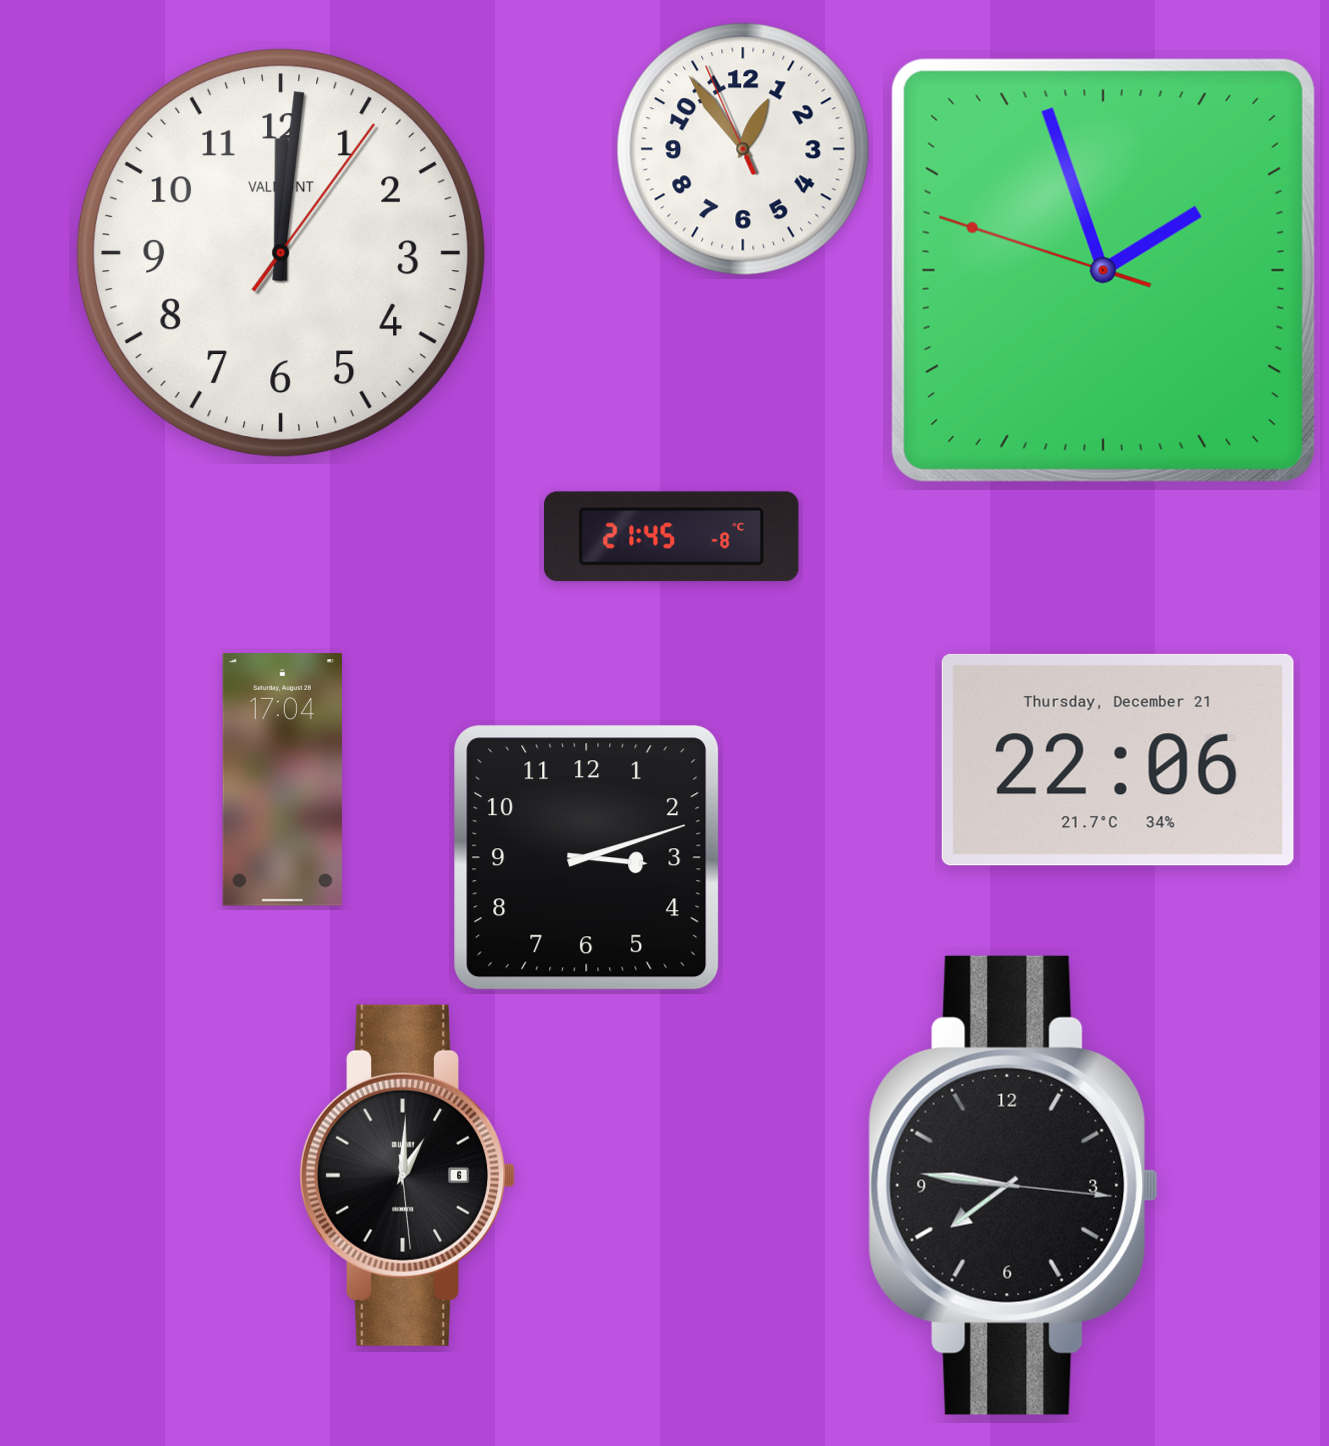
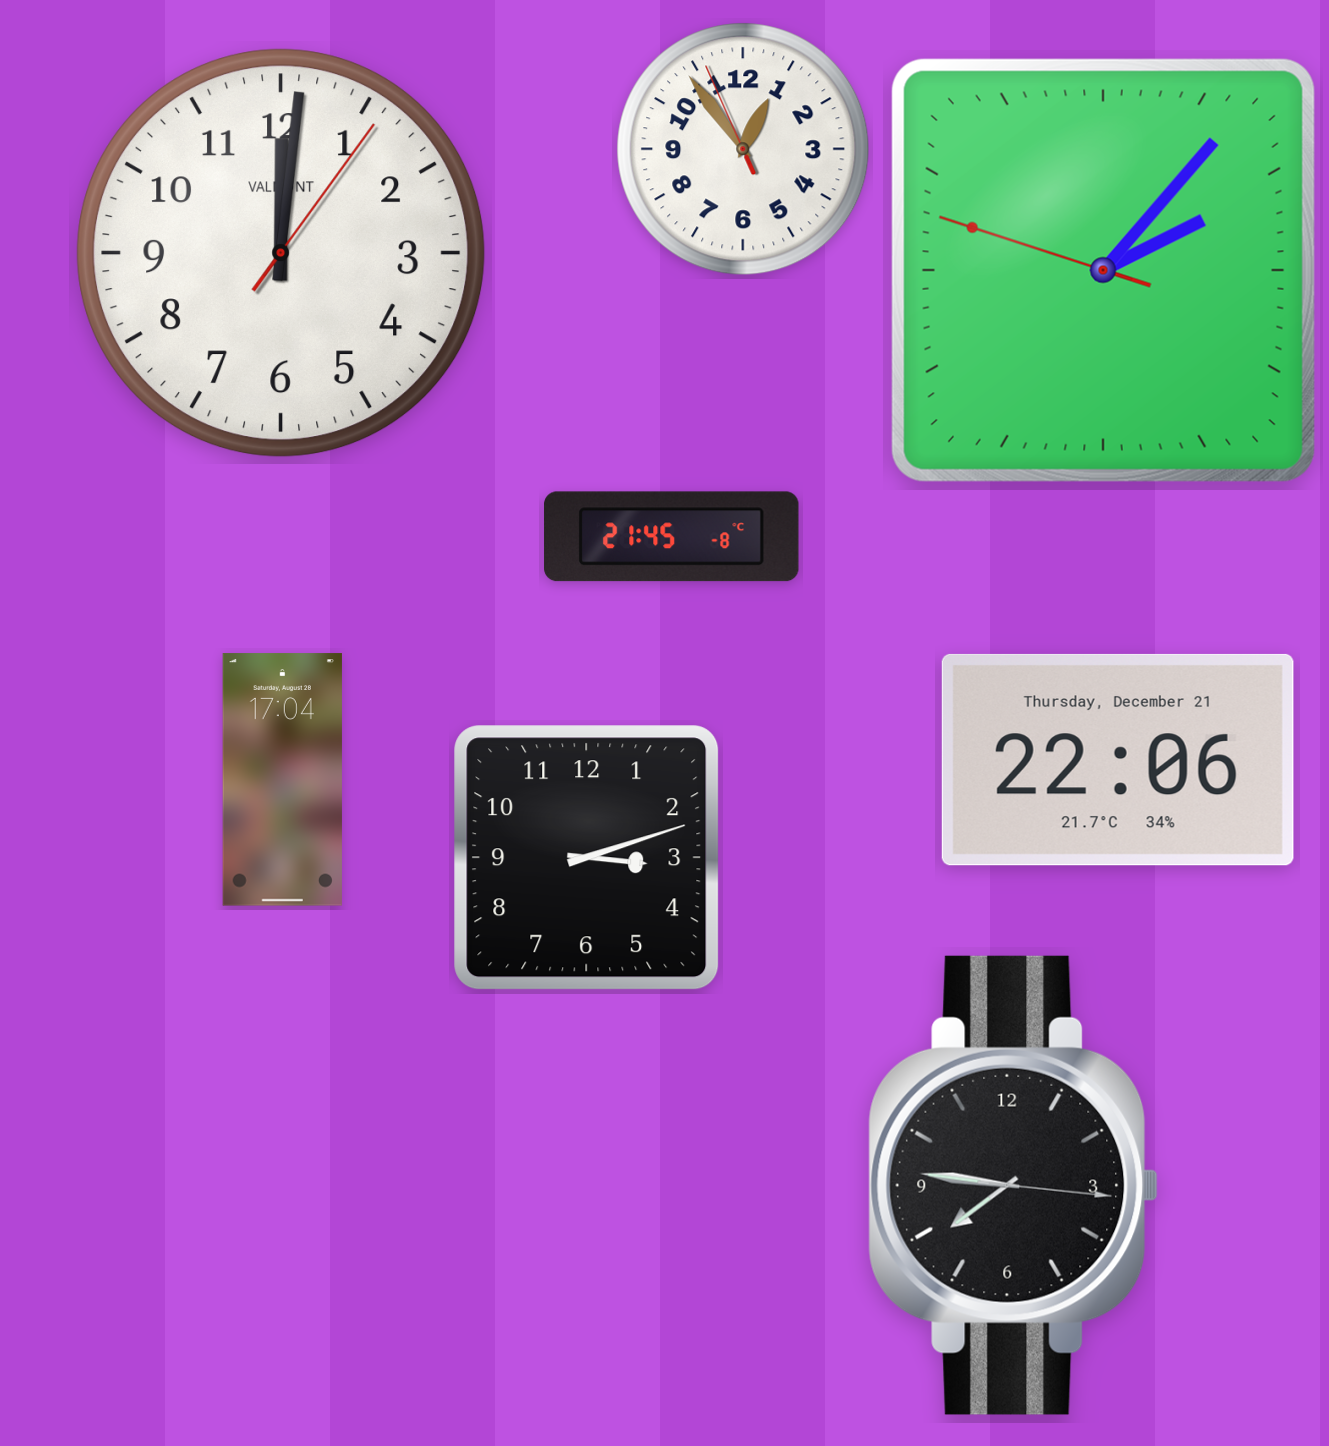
clock at (1103, 270): 1:56 -> 2:06
clock at (407, 1175): 1:00 -> none
